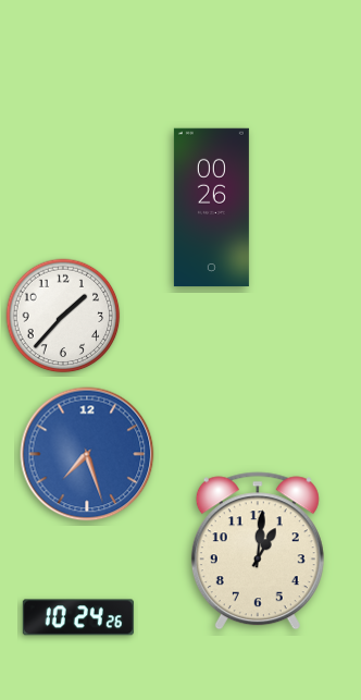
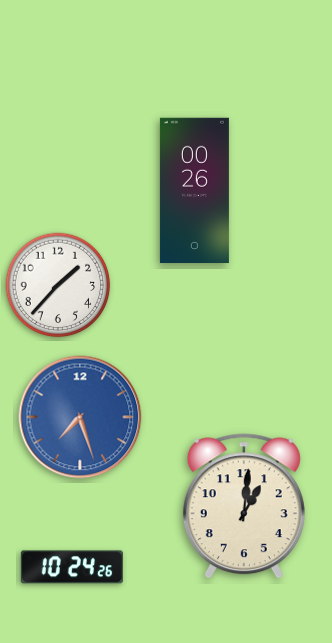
clock at (63, 316) position: (63, 316) -> (58, 285)
clock at (258, 551) position: (258, 551) -> (244, 506)
